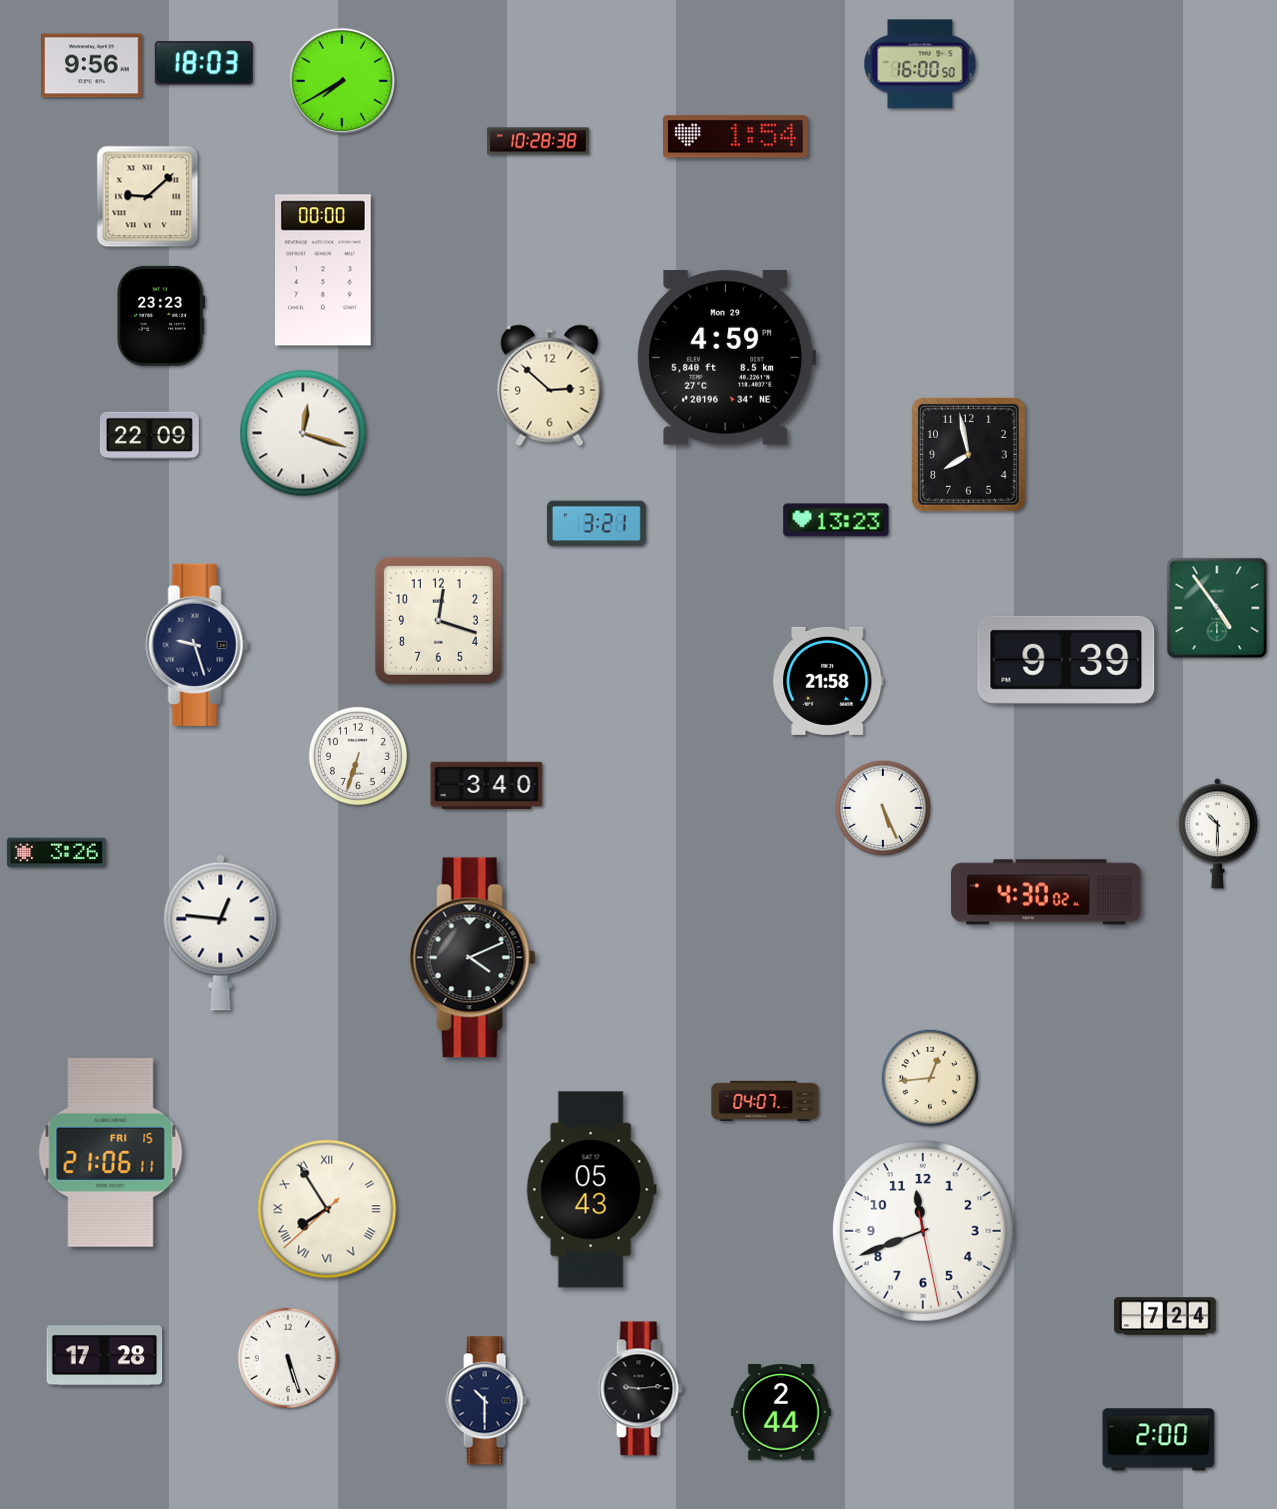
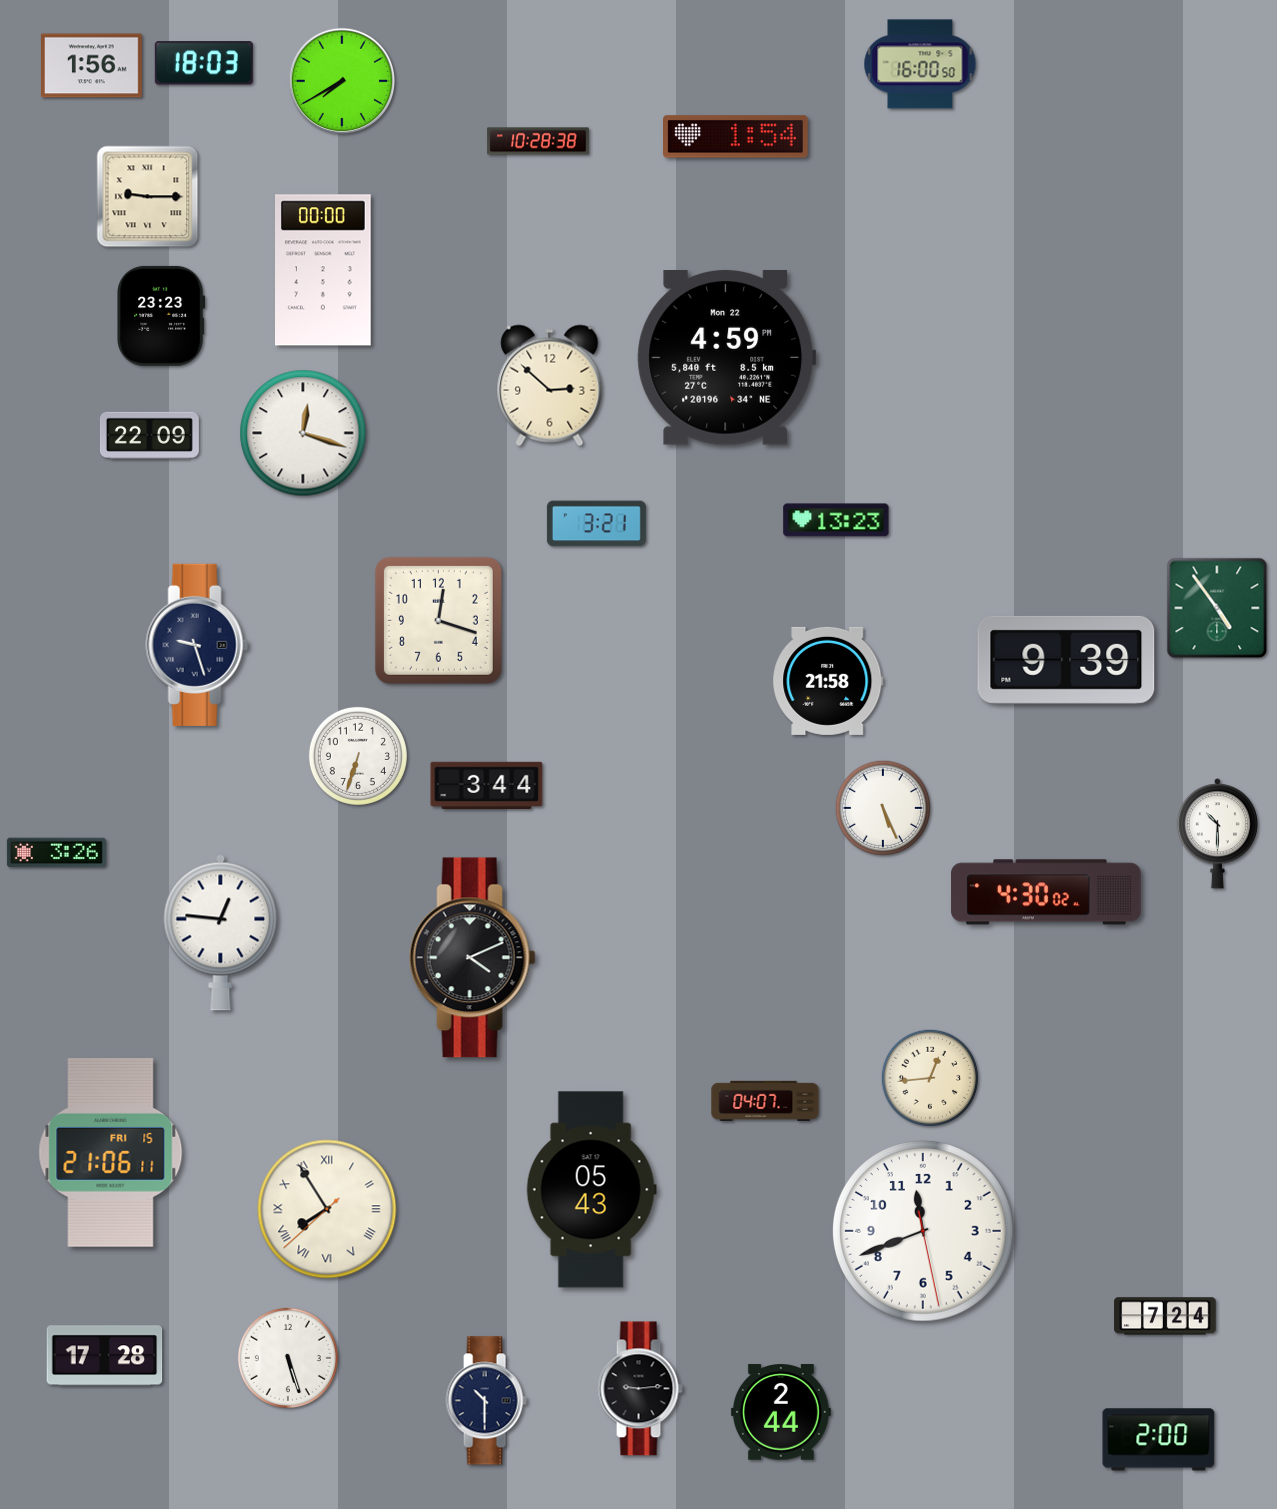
clock at (92, 66): 9:56 -> 1:56
clock at (148, 197): 9:08 -> 9:15
clock at (727, 358) date: Mon 29 -> Mon 22
clock at (968, 454): 7:58 -> none
clock at (487, 785): 3:40 -> 3:44
